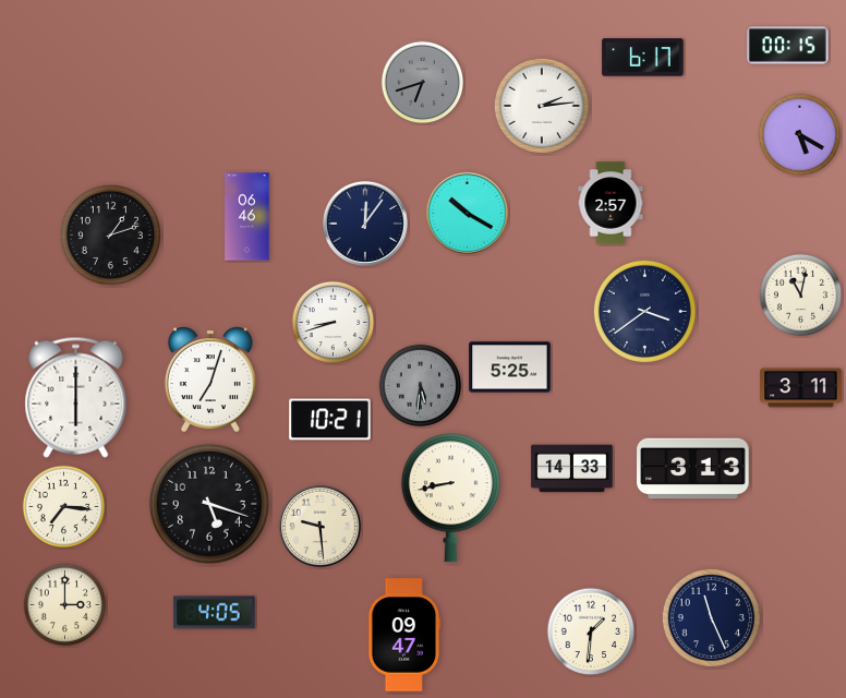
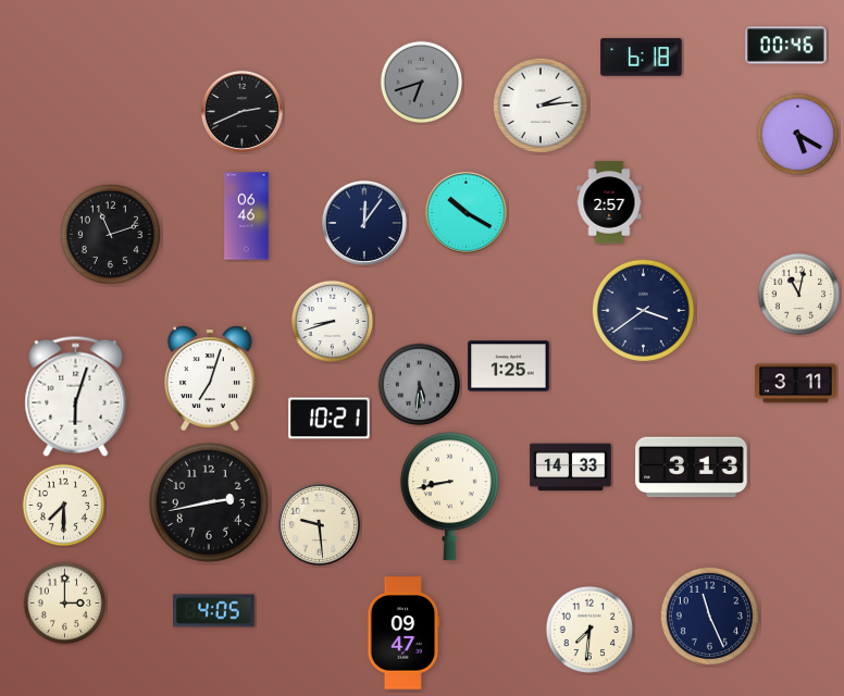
clock at (788, 46): 00:15 -> 00:46
clock at (643, 58): 6:17 -> 6:18
clock at (241, 111): none -> 2:41
clock at (110, 234): 1:12 -> 11:12
clock at (510, 368): 5:25 -> 1:25
clock at (801, 388) position: (801, 388) -> (796, 384)
clock at (76, 397): 6:00 -> 6:03
clock at (209, 504): 5:18 -> 2:43
clock at (64, 507): 7:16 -> 7:30
clock at (591, 631): 1:31 -> 7:31
